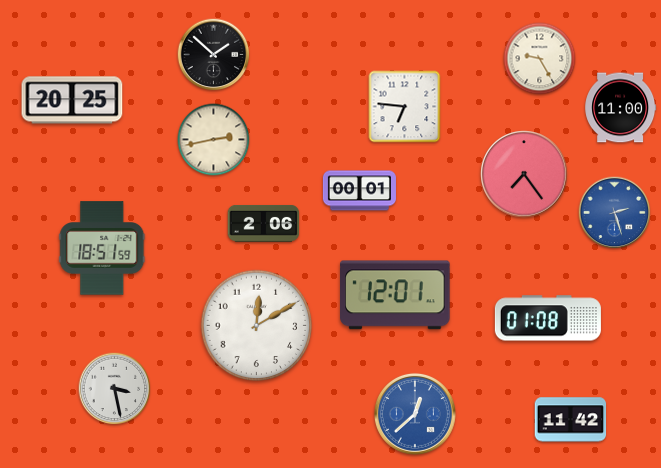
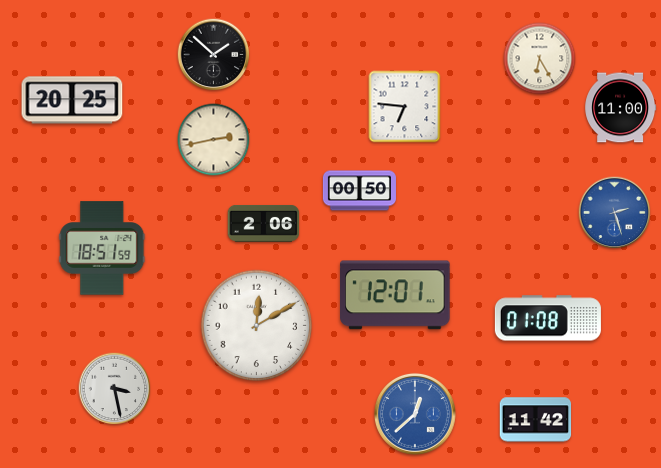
clock at (540, 59): 9:25 -> 6:25
clock at (524, 174): 7:24 -> none
clock at (359, 191): 00:01 -> 00:50
clock at (571, 420) position: (571, 420) -> (536, 420)
